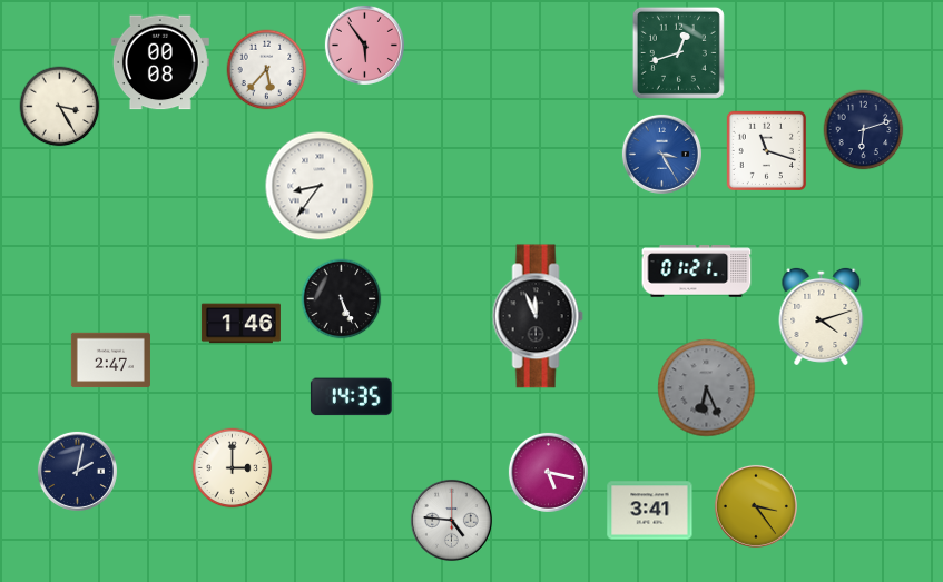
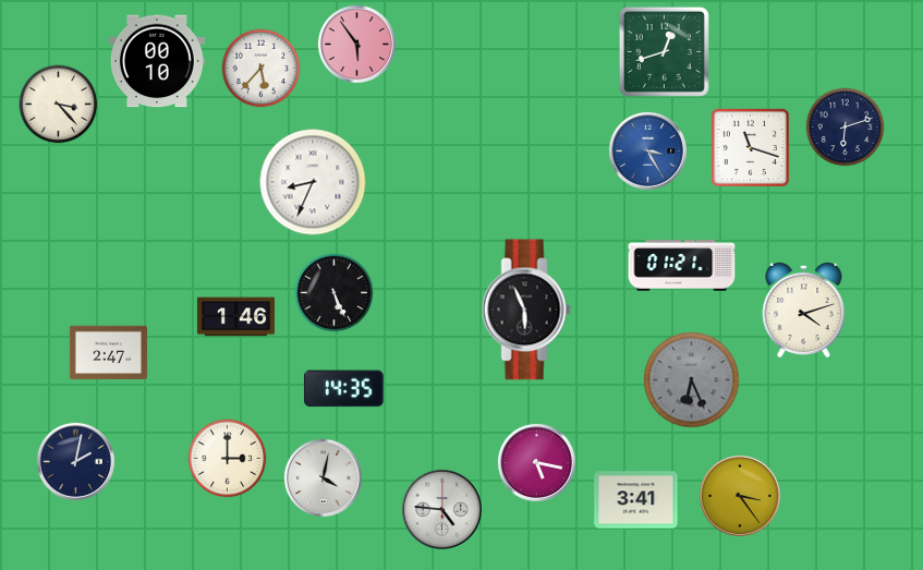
clock at (160, 62): 00:08 -> 00:10
clock at (60, 107): 3:25 -> 3:23
clock at (320, 186): 8:36 -> 8:34
clock at (538, 316): 11:56 -> 5:56
clock at (323, 477): none -> 4:02
